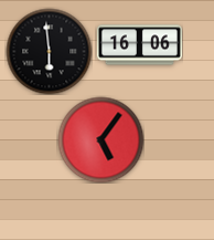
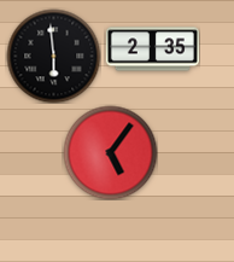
clock at (139, 45): 16:06 -> 2:35
